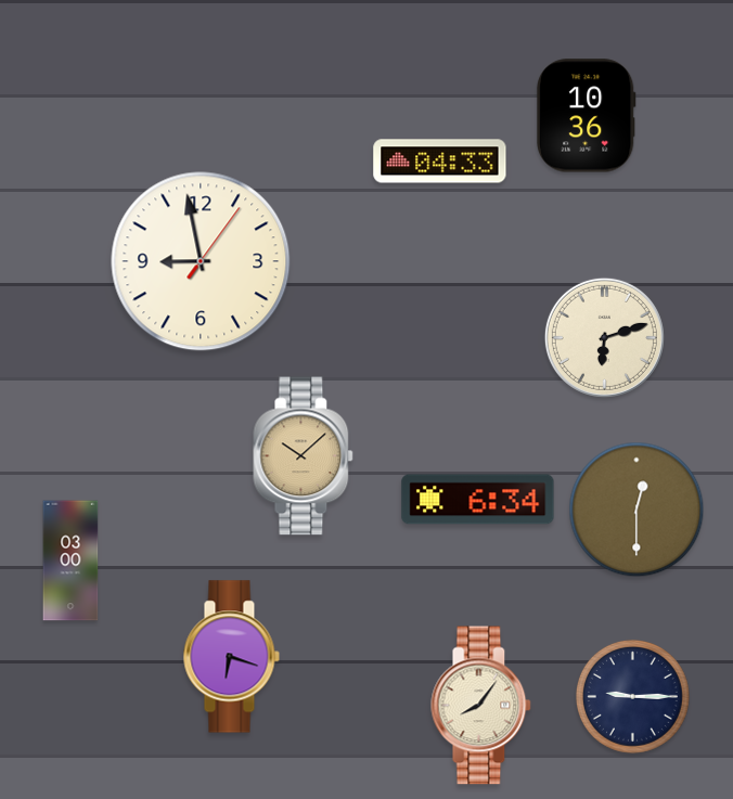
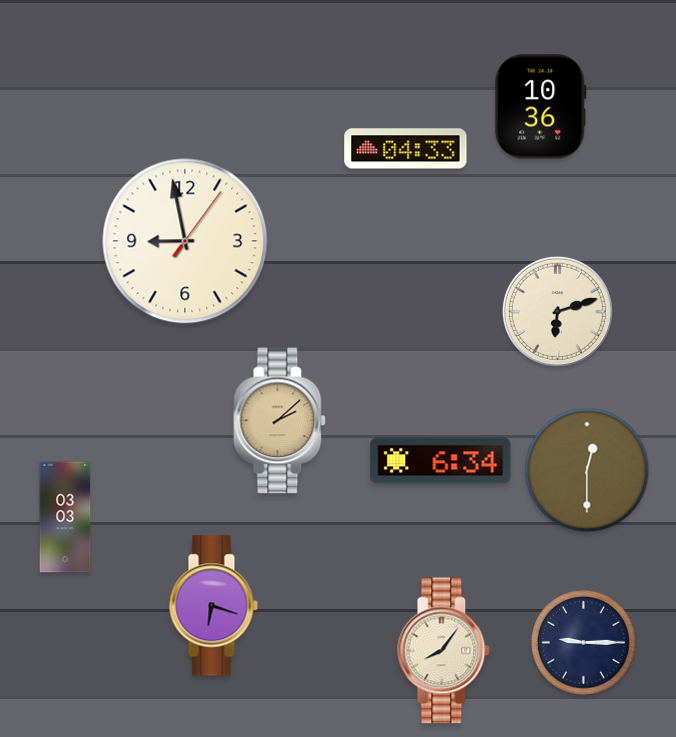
clock at (304, 456): 10:08 -> 2:08
clock at (70, 560): 03:00 -> 03:03
